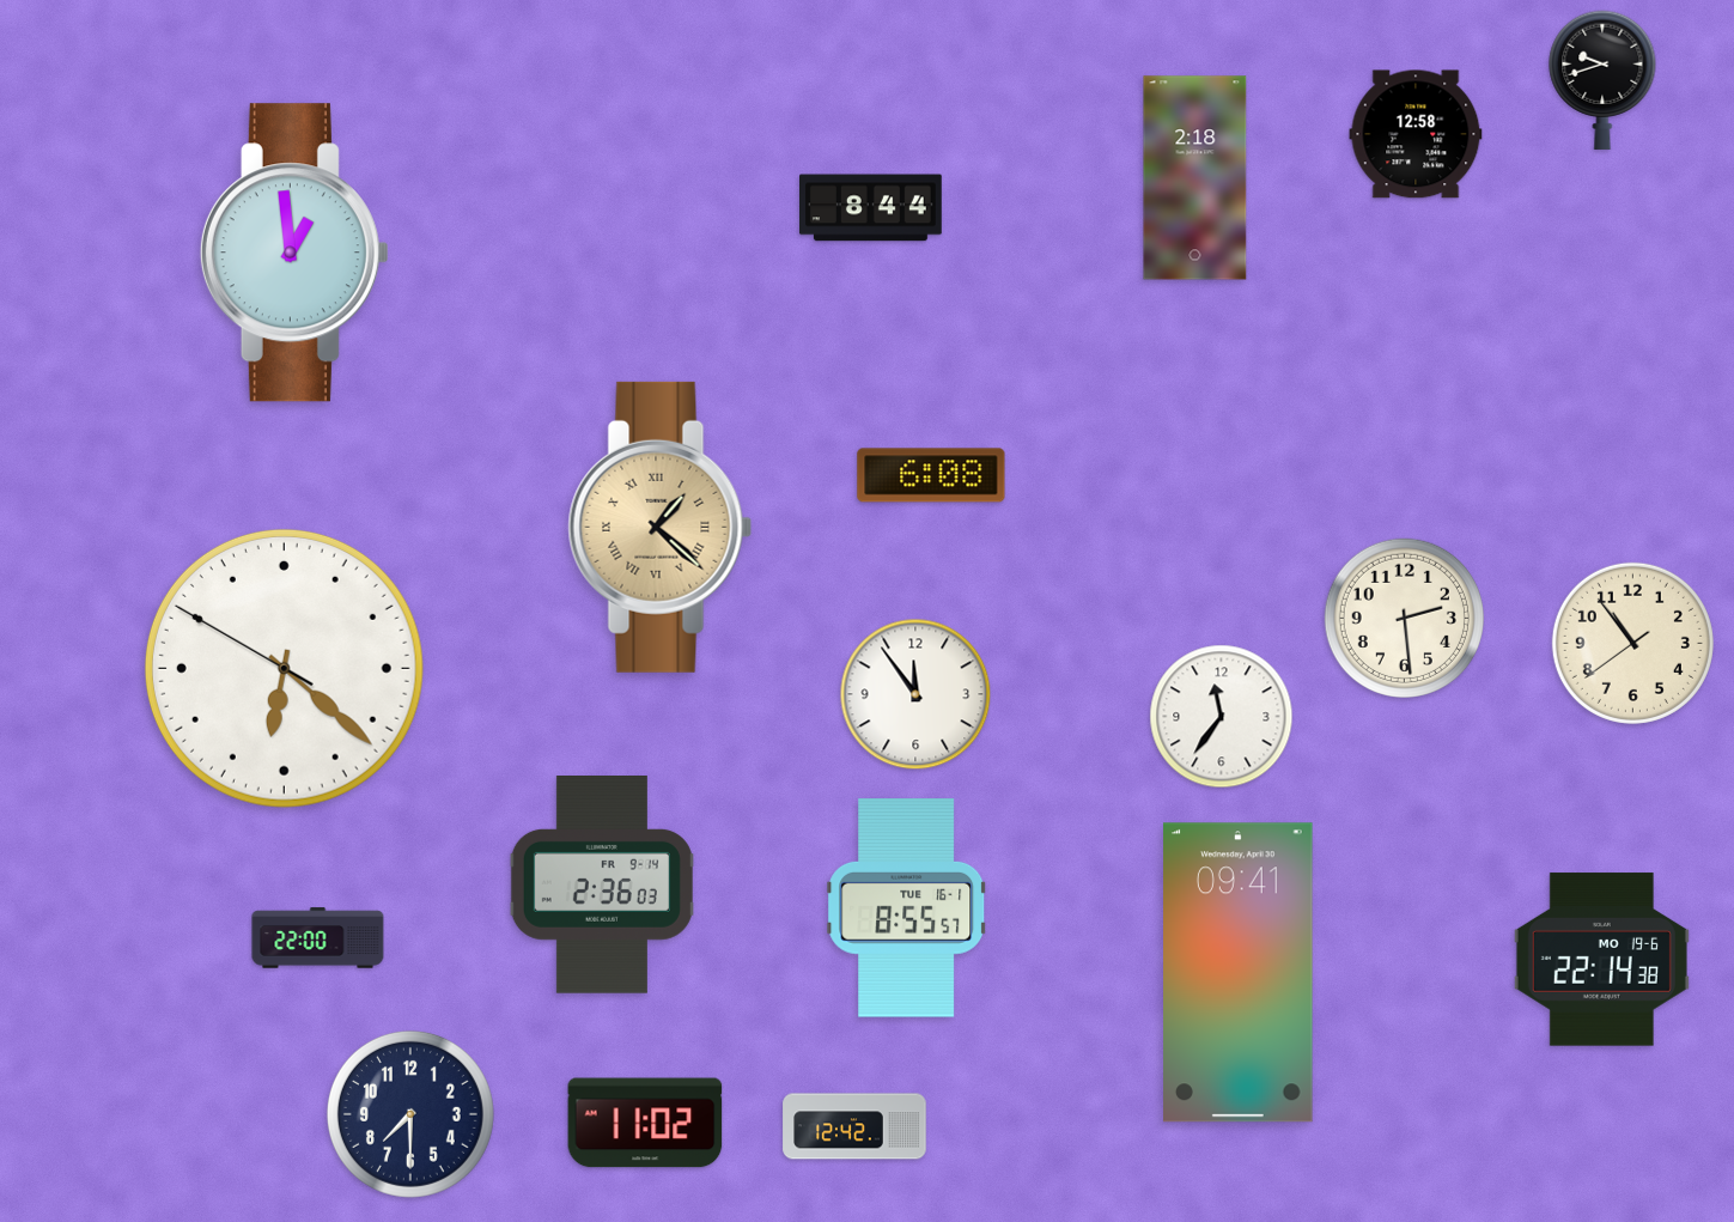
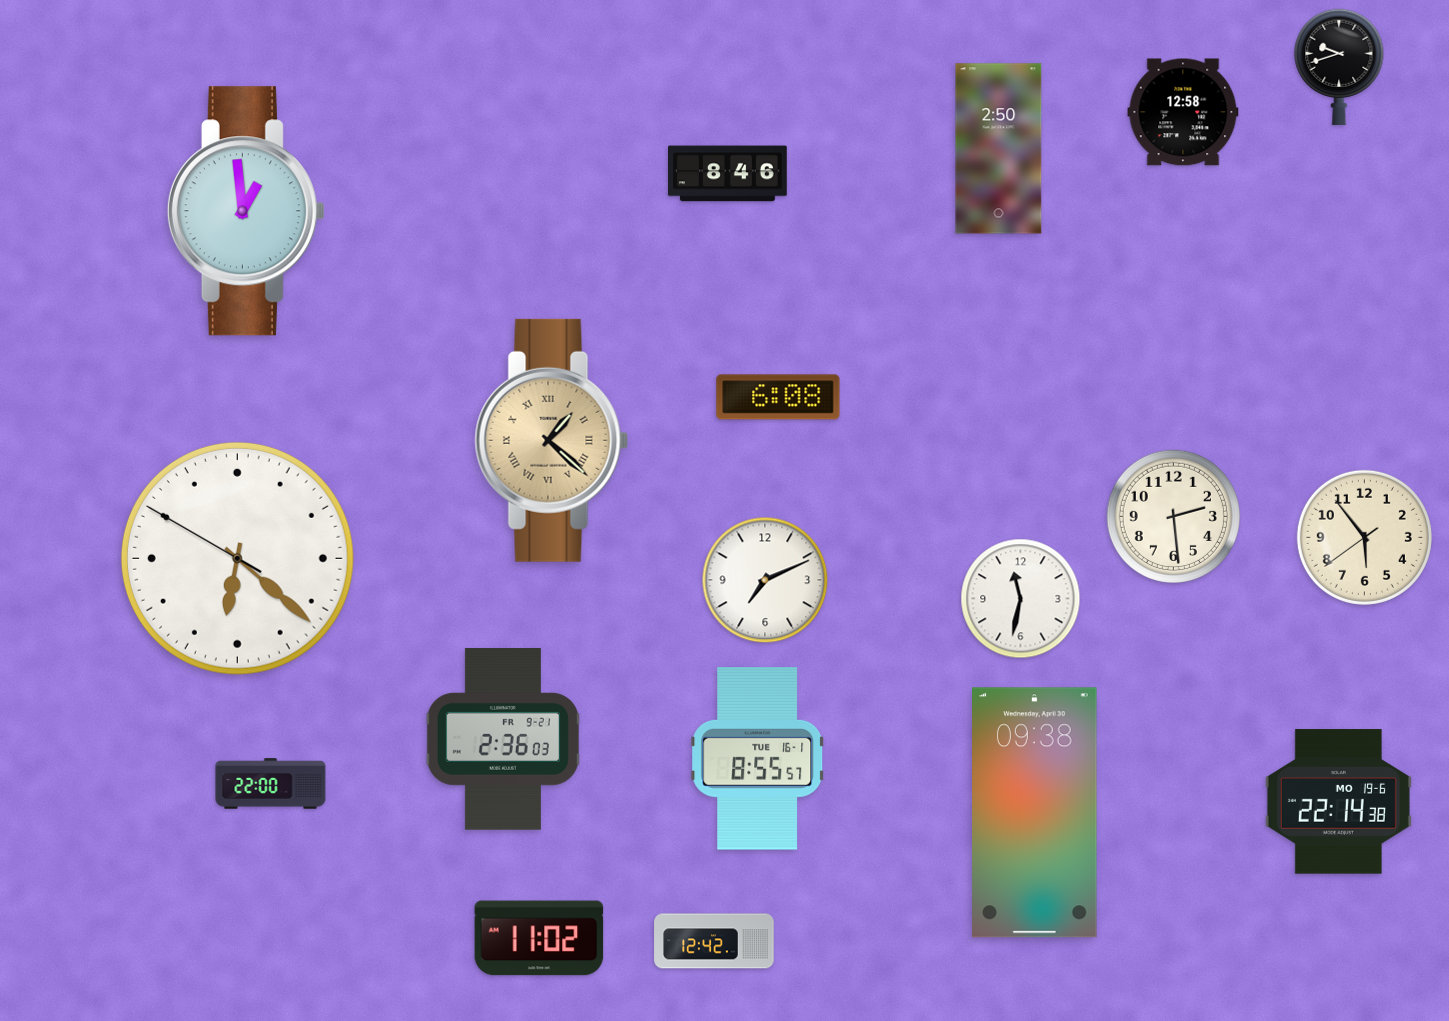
clock at (1195, 178): 2:18 -> 2:50
clock at (871, 208): 8:44 -> 8:46
clock at (1632, 643): 10:53 -> 5:53
clock at (915, 694): 11:54 -> 7:11
clock at (1222, 717): 11:36 -> 11:32
clock at (602, 886) date: FR 9-14 -> FR 9-21
clock at (318, 938) position: (318, 938) -> (271, 784)
clock at (1239, 973): 09:41 -> 09:38
clock at (410, 1114): 7:30 -> none
